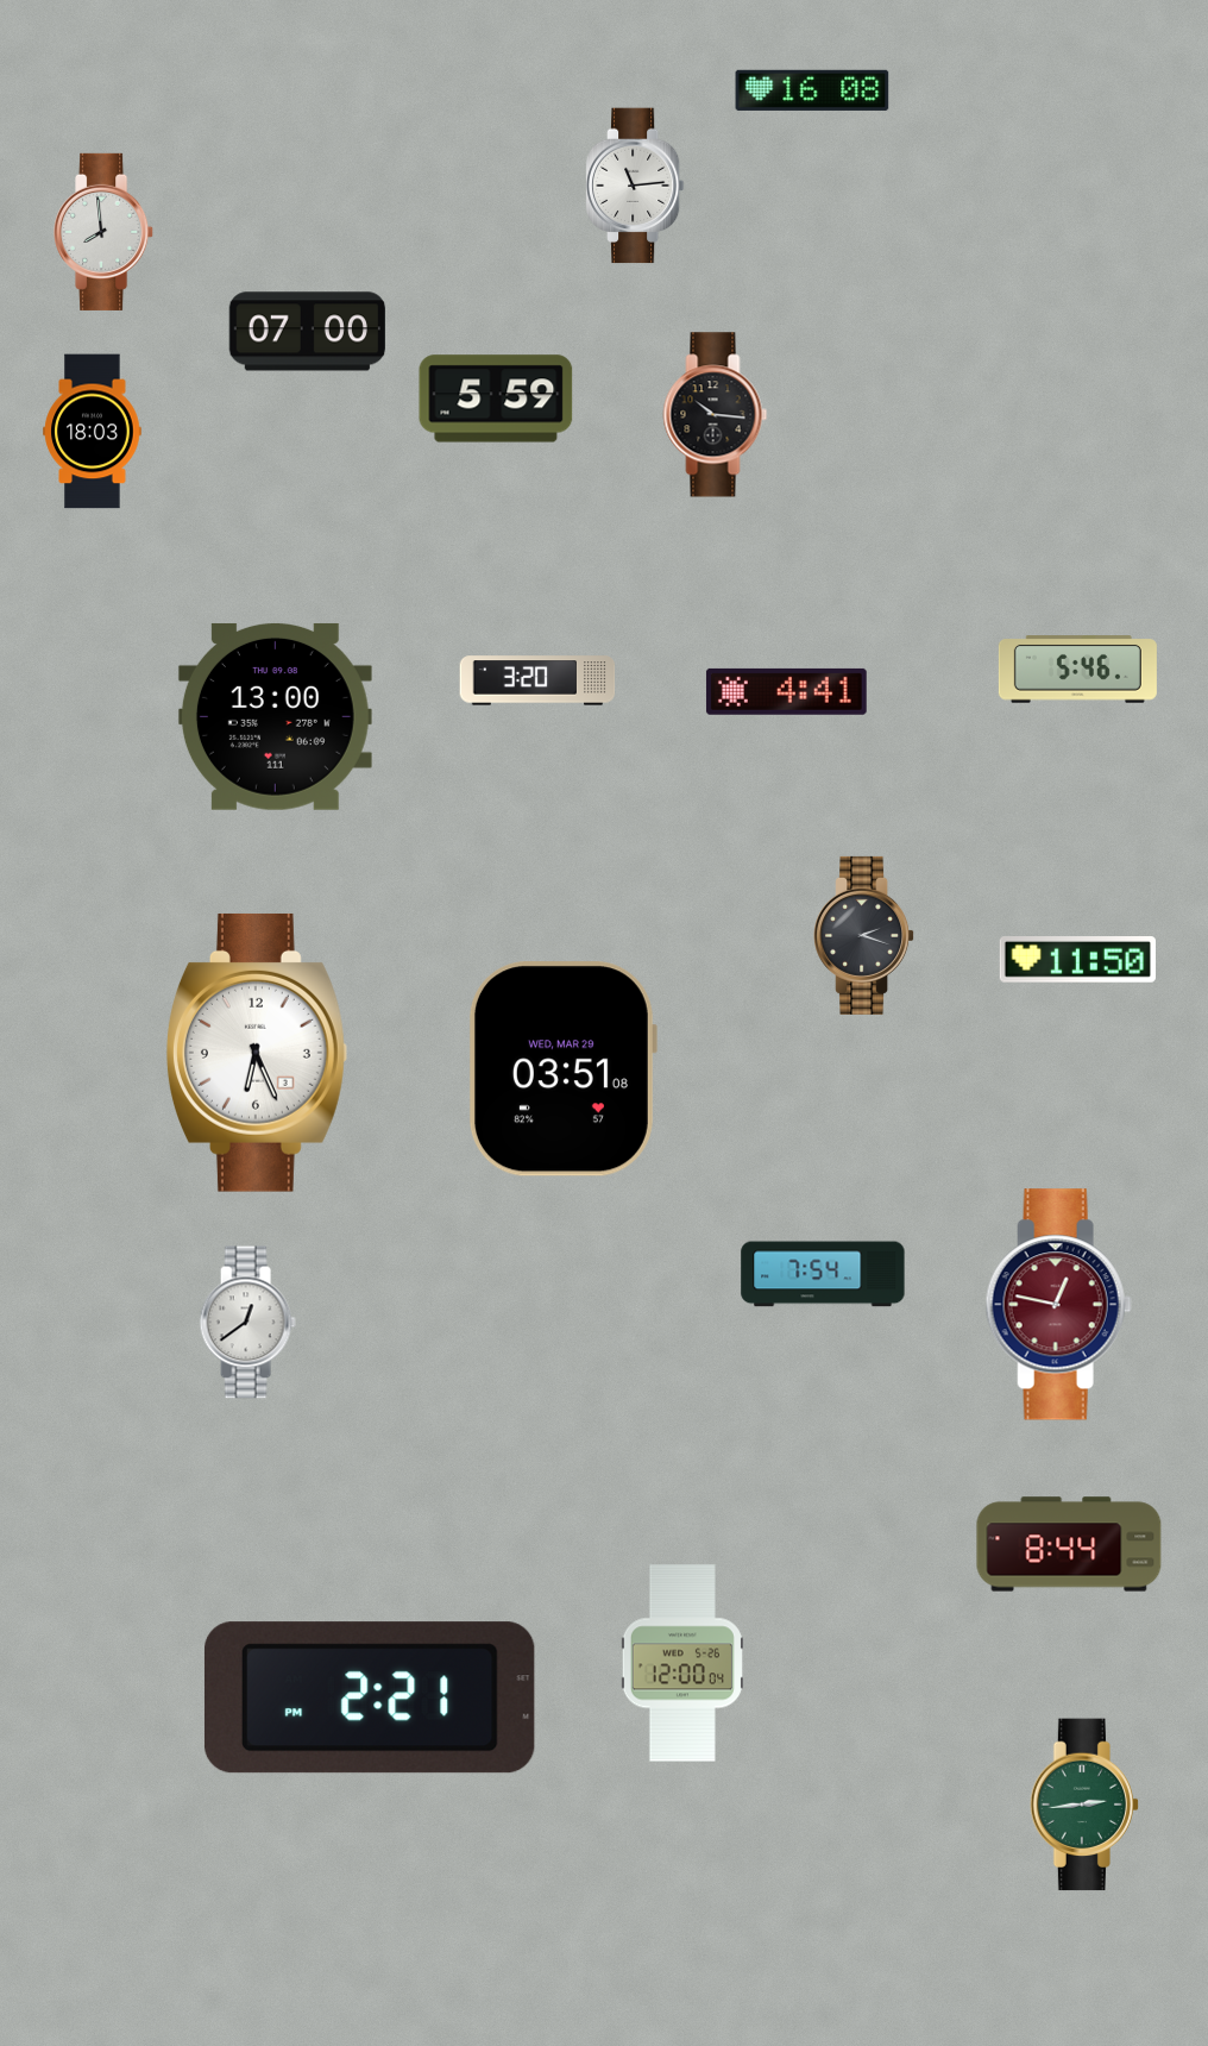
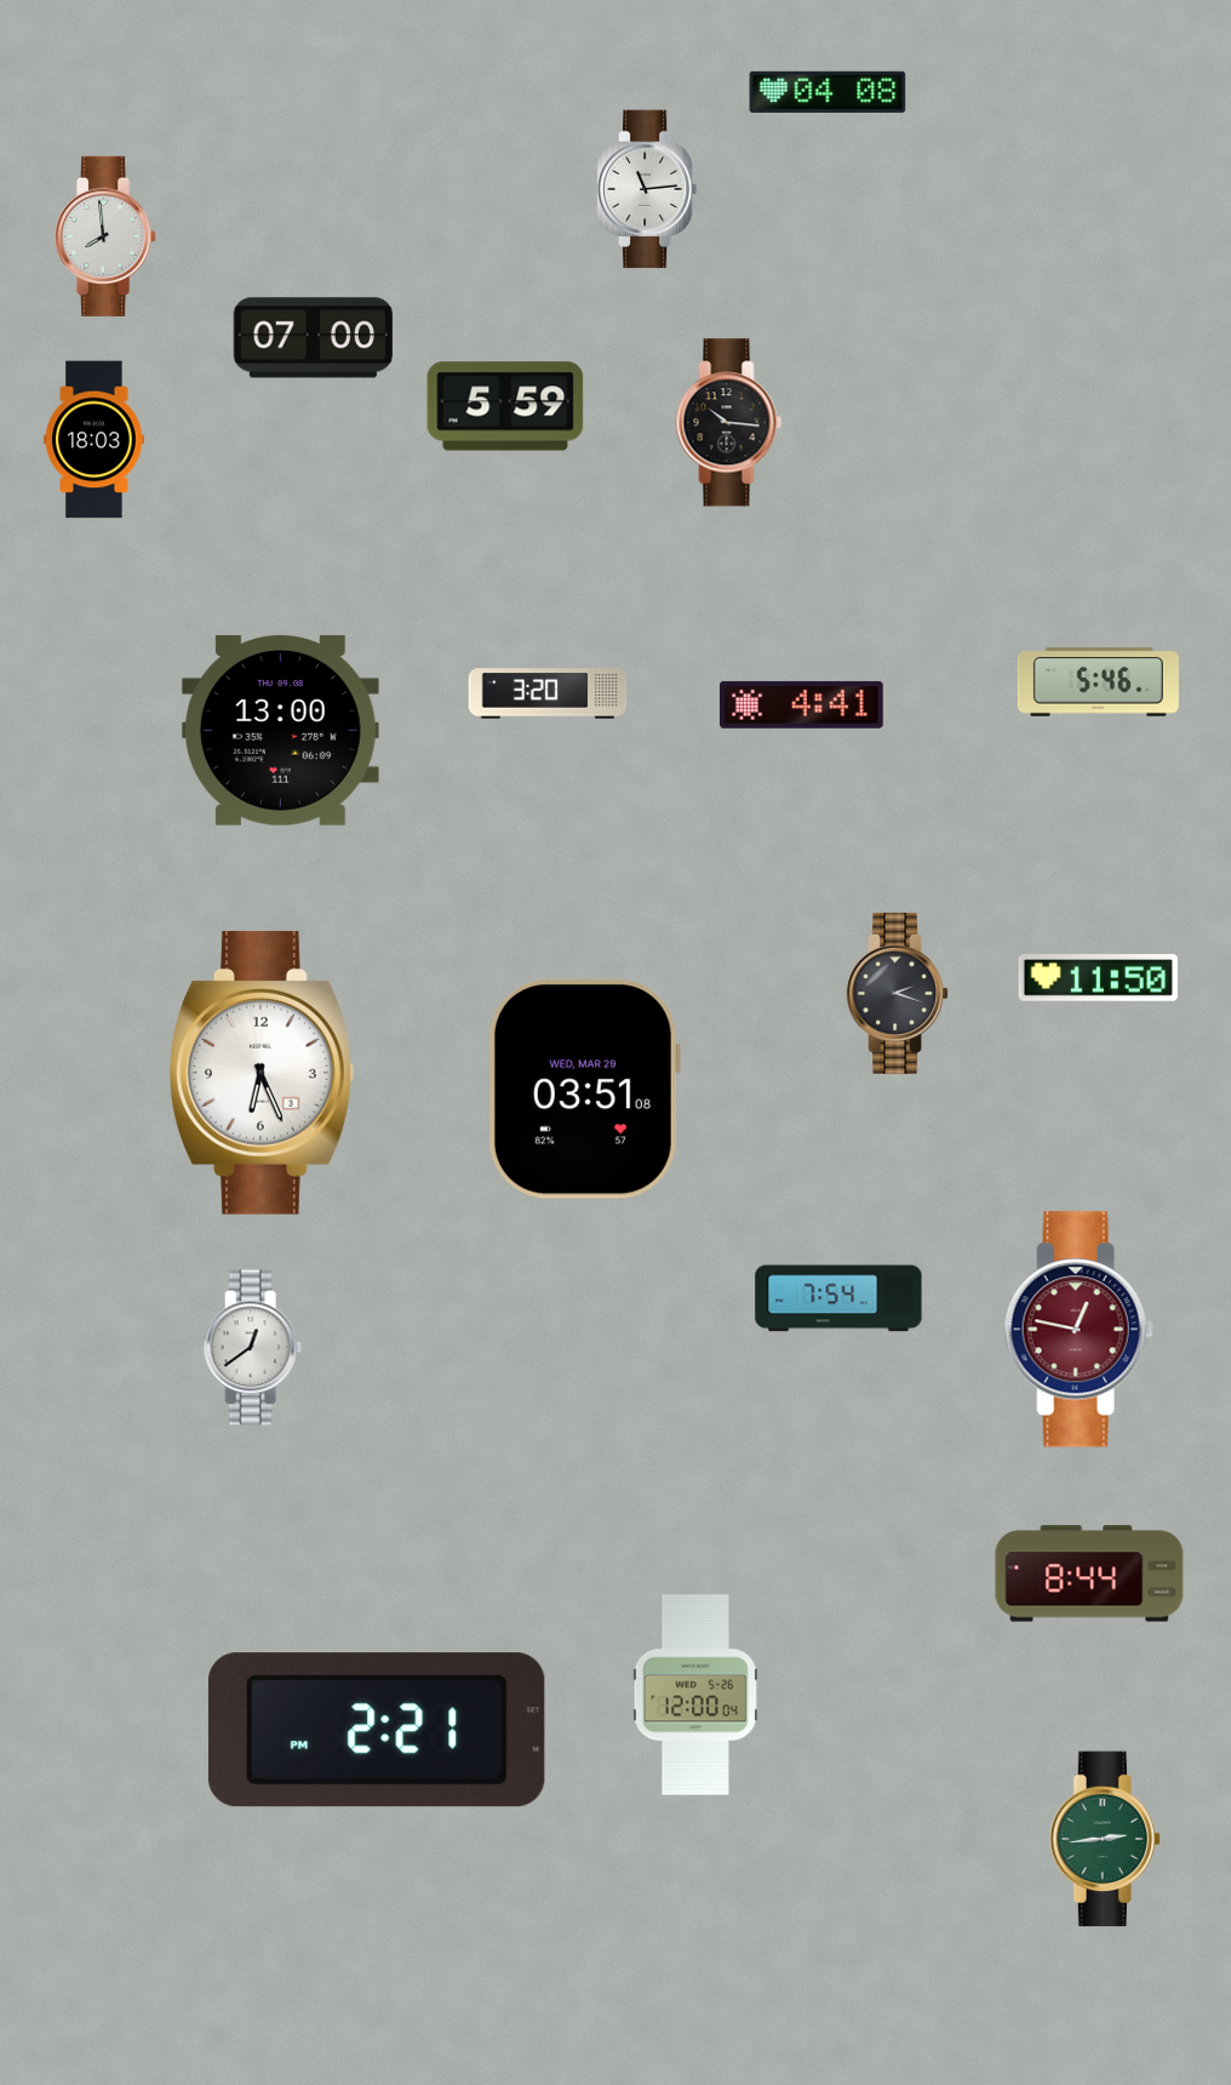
clock at (812, 90): 16:08 -> 04:08
clock at (864, 935) position: (864, 935) -> (898, 993)
clock at (562, 1069) position: (562, 1069) -> (584, 1090)
